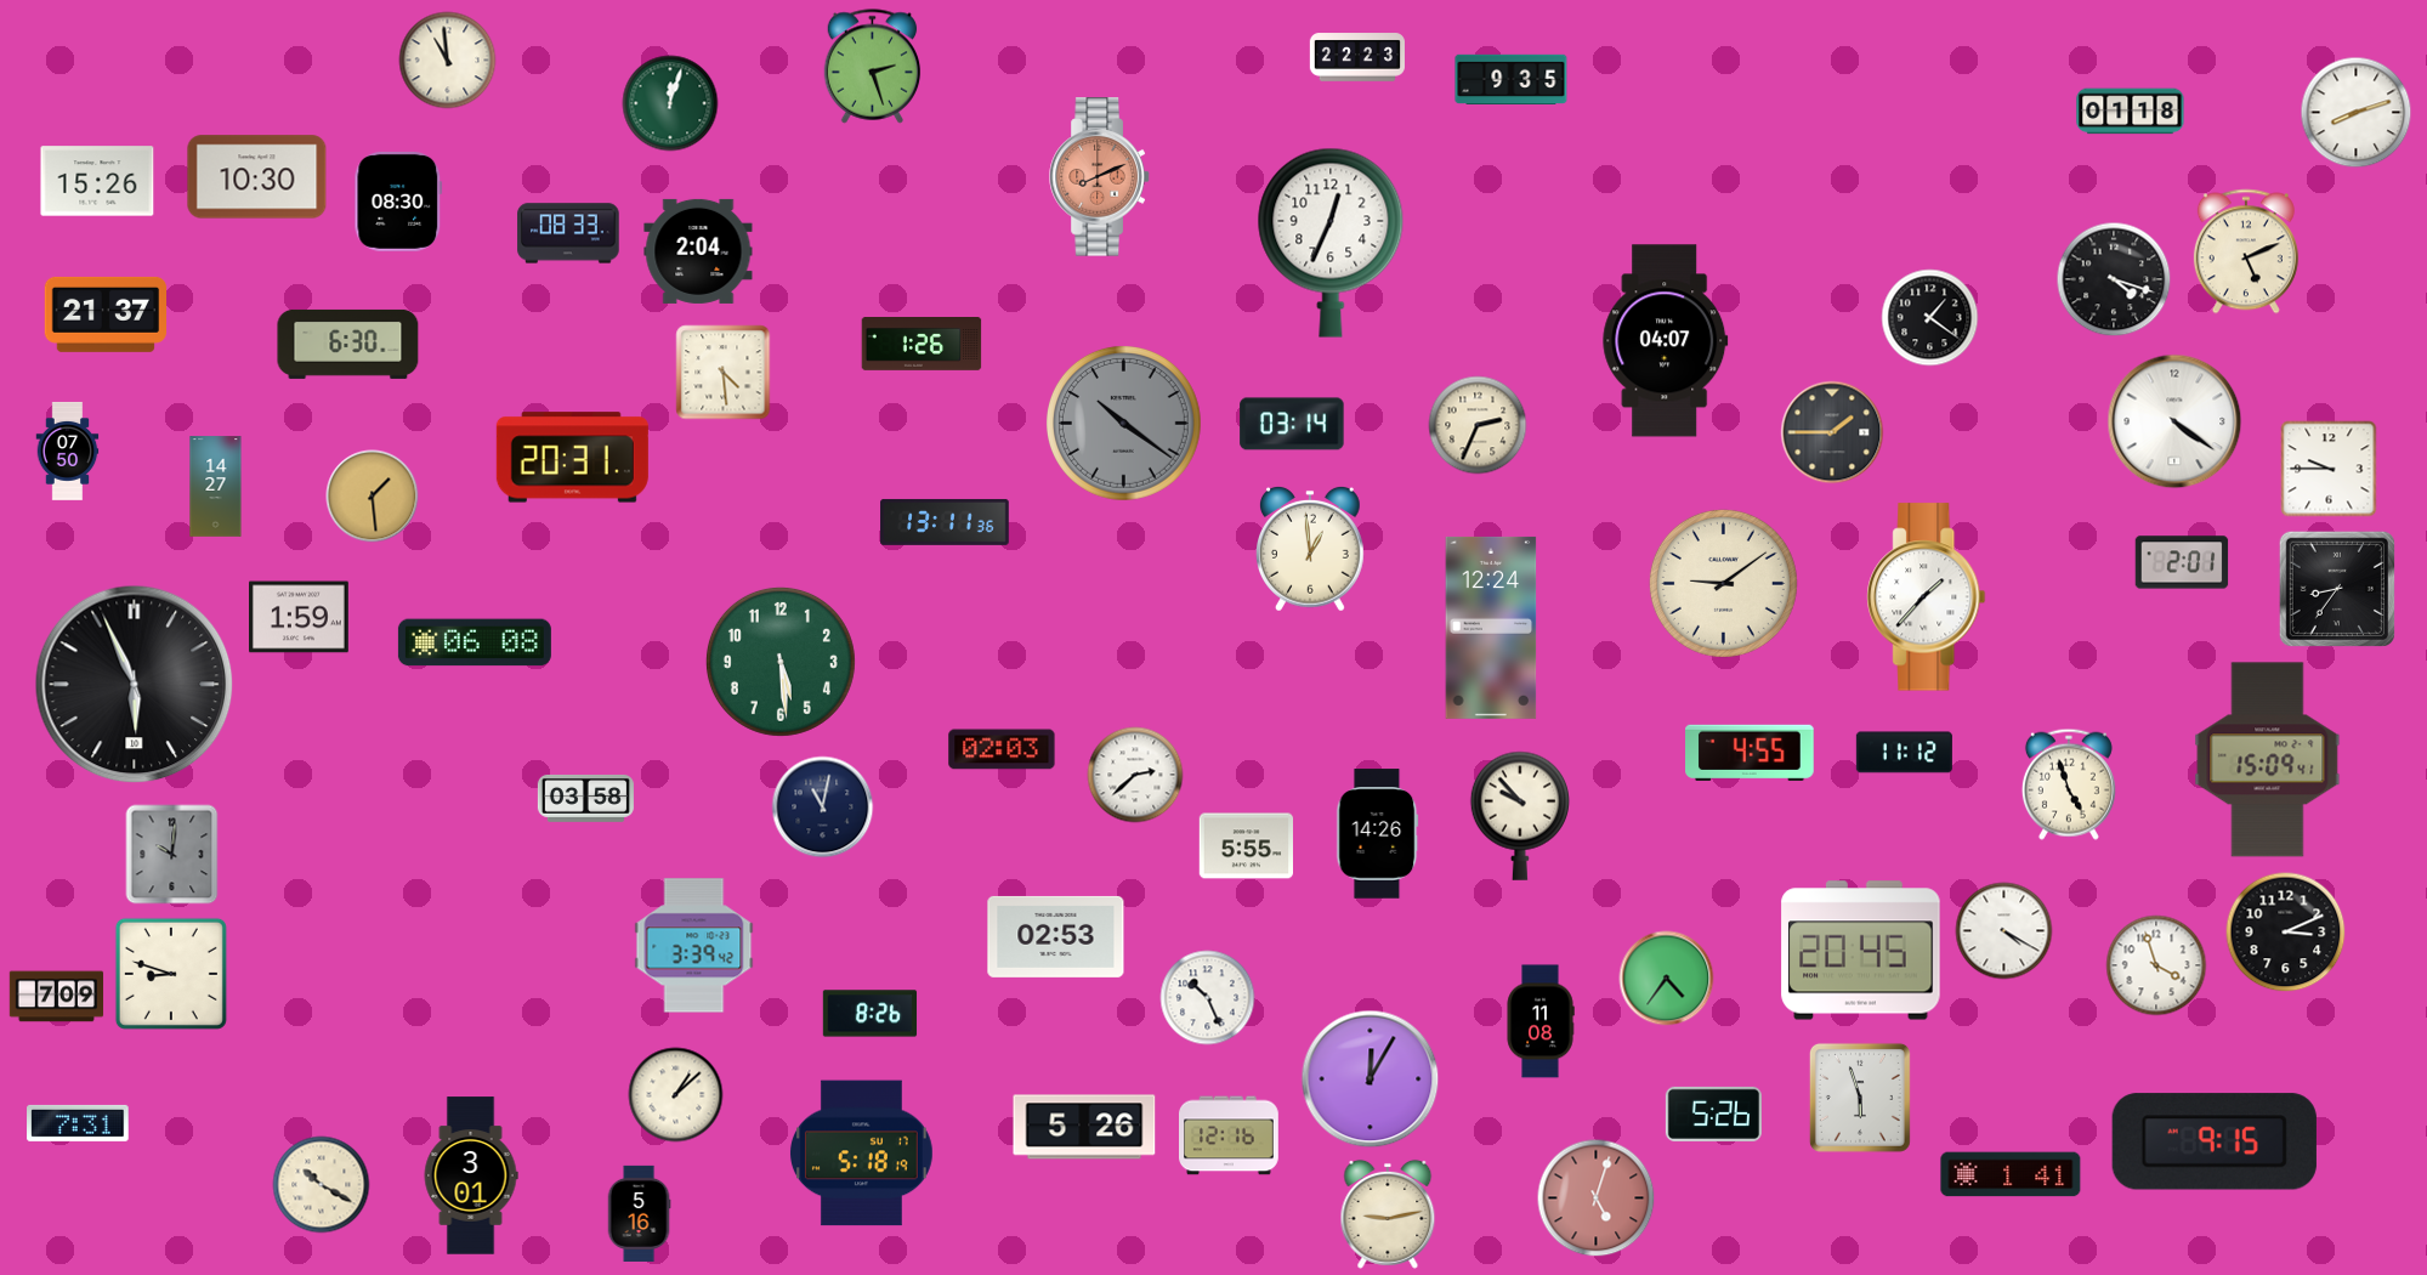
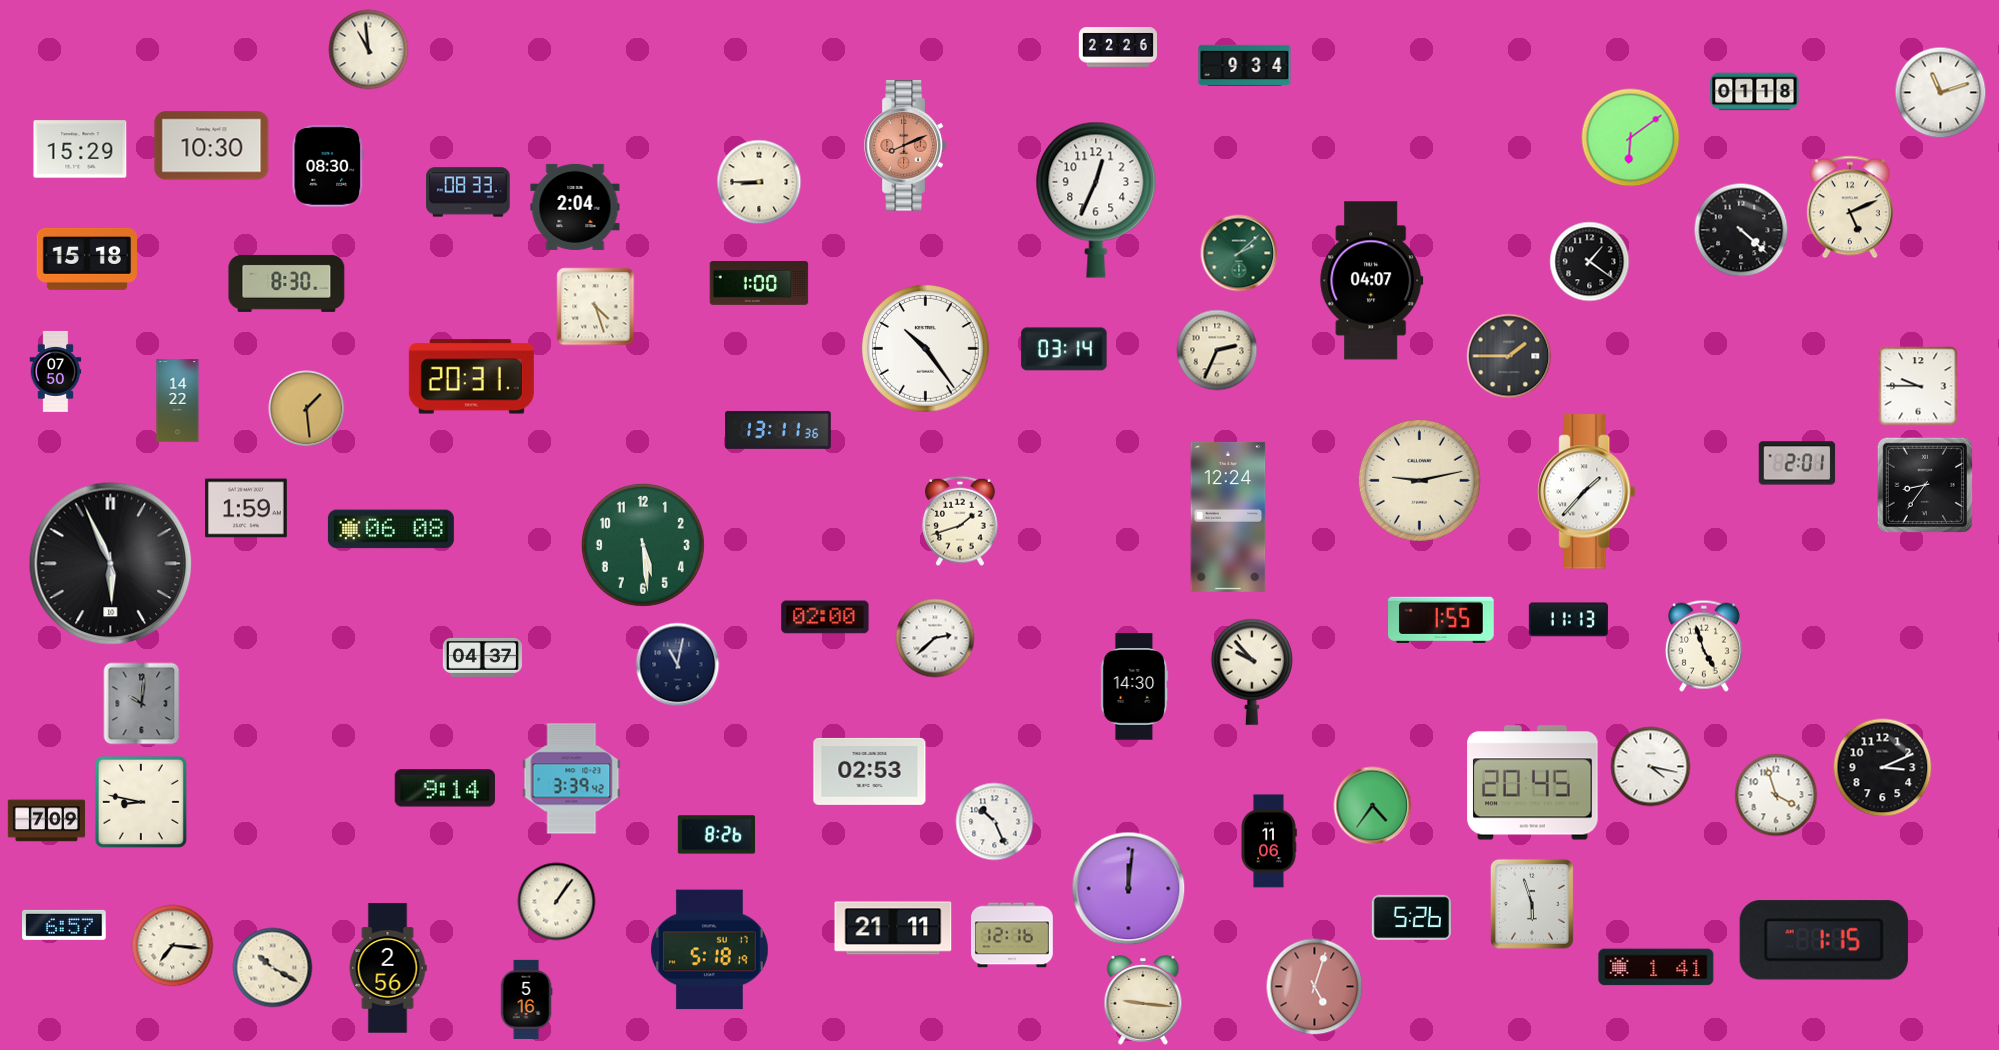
clock at (1356, 57): 22:23 -> 22:26
clock at (873, 67): 2:27 -> none
clock at (1512, 79): 9:35 -> 9:34
clock at (670, 103): 12:03 -> none
clock at (2357, 113): 8:12 -> 11:12
clock at (1631, 138): none -> 6:09
clock at (97, 181): 15:26 -> 15:29
clock at (759, 182): none -> 8:45
clock at (2114, 279): 4:18 -> 4:22
clock at (1239, 253): none -> 2:08
clock at (104, 314): 21:37 -> 15:18
clock at (348, 344): 6:30 -> 8:30
clock at (922, 345): 1:26 -> 1:00
clock at (724, 373): 4:29 -> 4:27
clock at (2174, 421): 4:21 -> none
clock at (1123, 423): 10:21 -> 10:24
clock at (1123, 423) dial: grey -> white
clock at (216, 487): 14:27 -> 14:22
clock at (1311, 549): 12:59 -> none
clock at (1723, 583): 9:09 -> 9:13
clock at (960, 521): none -> 1:42
clock at (1002, 749): 02:03 -> 02:00
clock at (1751, 753): 4:55 -> 1:55
clock at (1904, 753): 11:12 -> 11:13
clock at (2268, 760): 15:09 -> none
clock at (585, 798): 03:58 -> 04:37
clock at (1378, 834): 14:26 -> 14:30
clock at (1247, 846): 5:55 -> none
clock at (2004, 931): 4:20 -> 4:17
clock at (445, 788): none -> 9:14
clock at (171, 974): 8:48 -> 8:47
clock at (1541, 1021): 11:08 -> 11:06
clock at (1371, 1079): 12:05 -> 12:01
clock at (676, 1095): 1:08 -> 1:06
clock at (78, 1123): 7:31 -> 6:57
clock at (1084, 1127): 5:26 -> 21:11
clock at (2215, 1141): 9:15 -> 1:15
clock at (173, 946): none -> 7:16
clock at (471, 1175): 3:01 -> 2:56
clock at (322, 1185) position: (322, 1185) -> (273, 968)
clock at (1388, 1214): 9:13 -> 9:16
